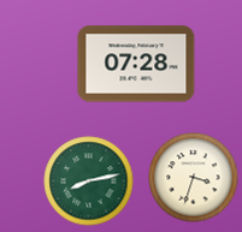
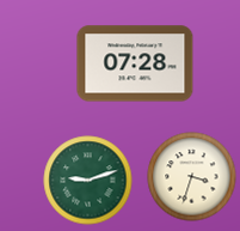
clock at (89, 182): 8:13 -> 9:12
